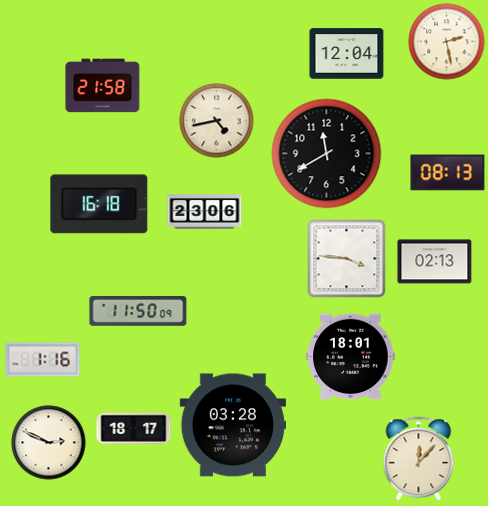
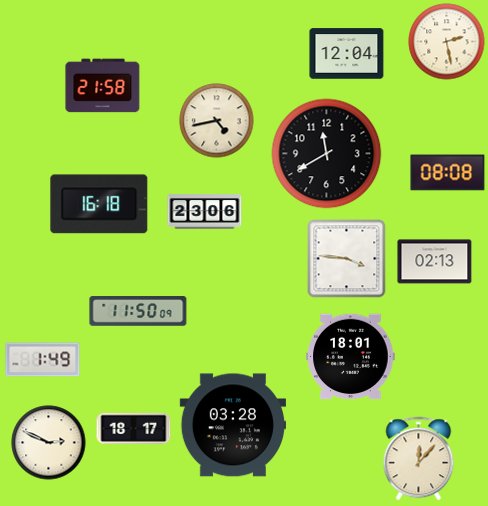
clock at (448, 173): 08:13 -> 08:08
clock at (43, 360): 1:16 -> 1:49
